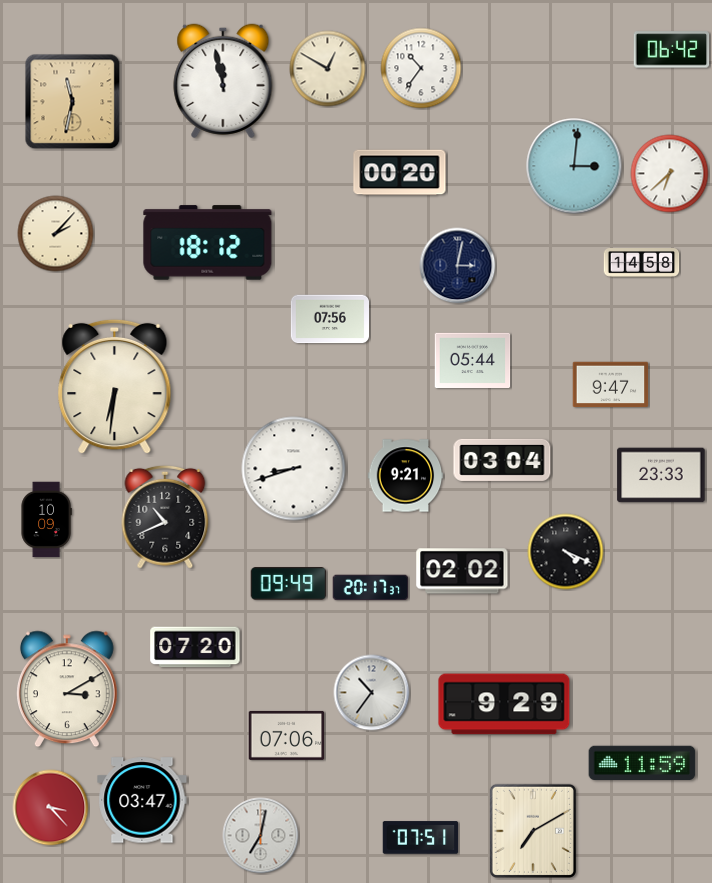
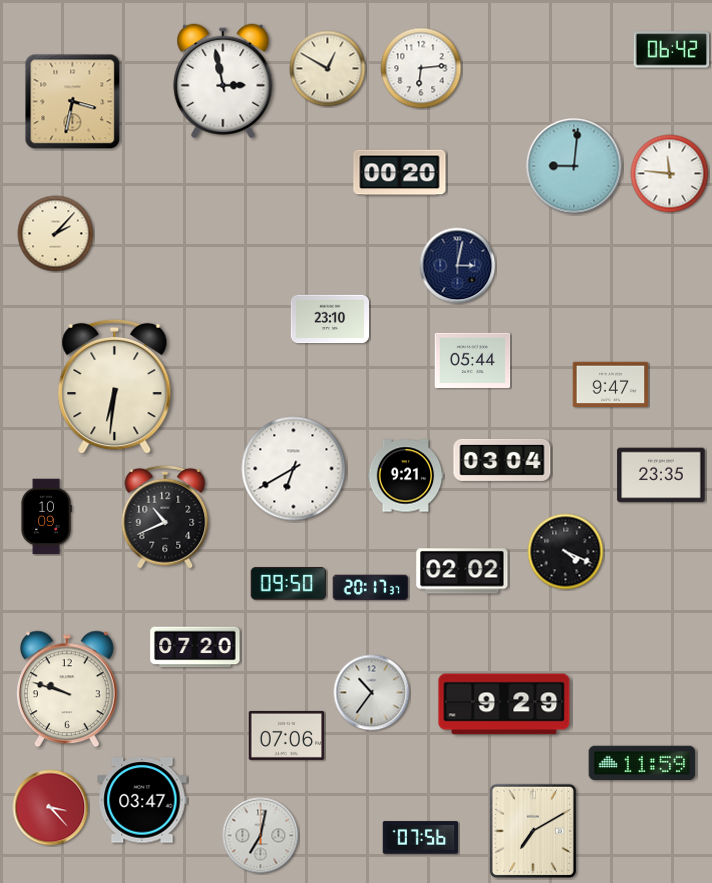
clock at (421, 68): 10:36 -> 6:14
clock at (223, 81): 11:58 -> 2:58
clock at (73, 102): 11:32 -> 3:32
clock at (574, 166): 3:01 -> 9:01
clock at (670, 174): 6:38 -> 11:46
clock at (208, 243): 18:12 -> none
clock at (642, 263): 14:58 -> none
clock at (329, 319): 07:56 -> 23:10
clock at (294, 469): 8:42 -> 6:40
clock at (661, 475): 23:33 -> 23:35
clock at (46, 520) position: (46, 520) -> (46, 517)
clock at (289, 584): 09:49 -> 09:50
clock at (67, 689): 3:10 -> 9:48
clock at (421, 838): 07:51 -> 07:56
